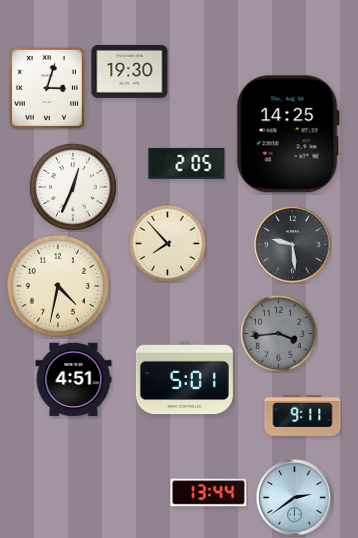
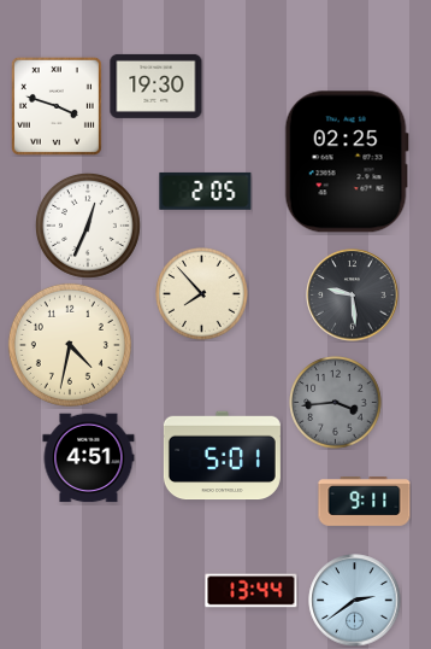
clock at (47, 88): 3:03 -> 3:48
clock at (288, 134): 14:25 -> 02:25
clock at (187, 163) position: (187, 163) -> (206, 191)
clock at (209, 493) position: (209, 493) -> (252, 591)
